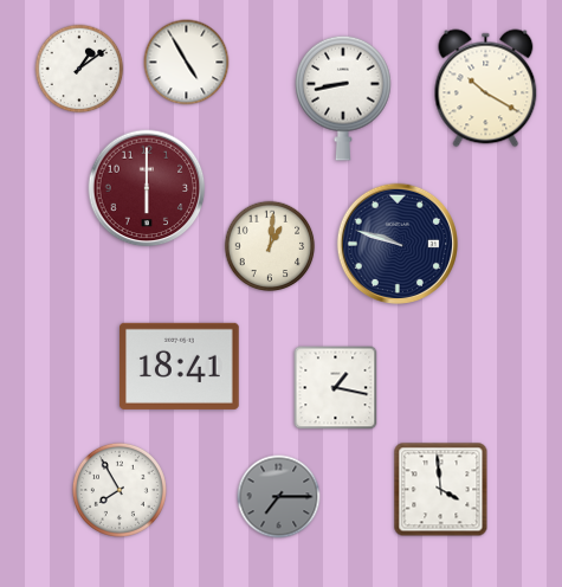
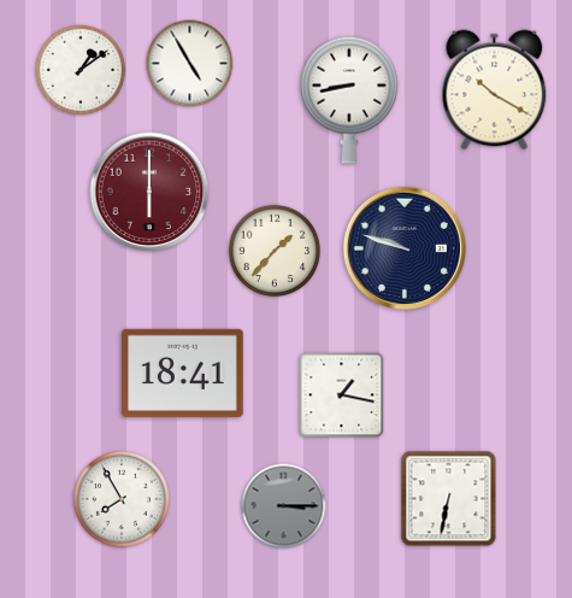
clock at (270, 246): 1:01 -> 1:37
clock at (441, 490): 3:59 -> 6:32
clock at (279, 497): 7:15 -> 3:15
